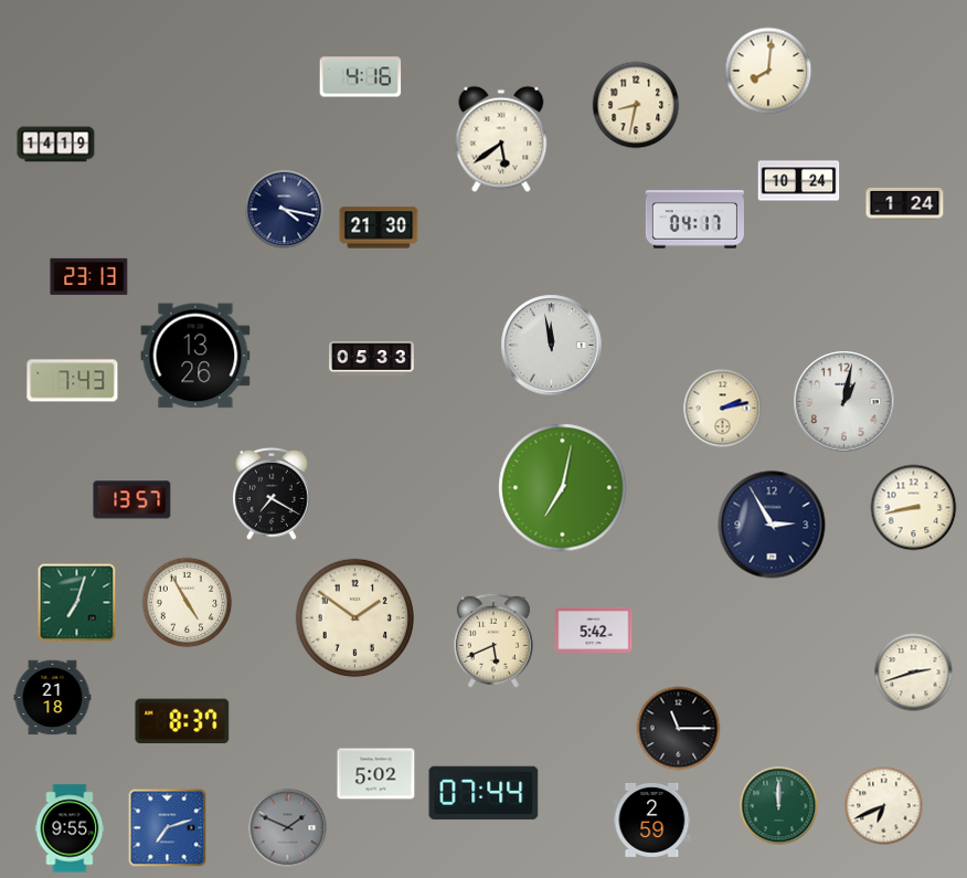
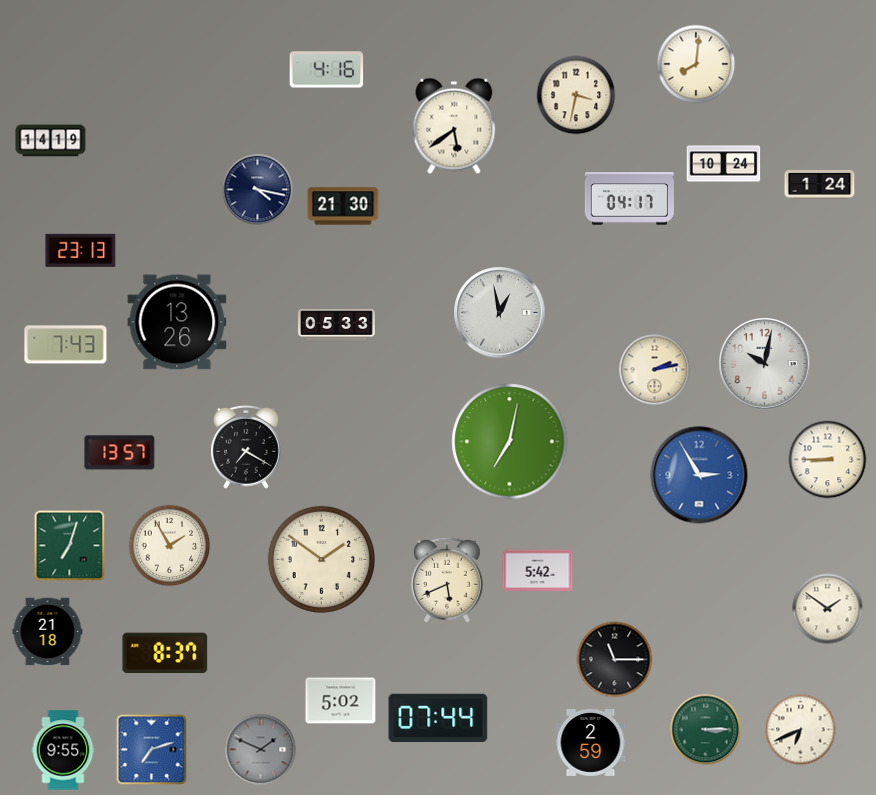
clock at (636, 105): 8:32 -> 3:32
clock at (56, 145) position: (56, 145) -> (51, 141)
clock at (552, 346): 11:58 -> 12:58
clock at (844, 402): 1:02 -> 10:02
clock at (914, 508): 8:43 -> 8:45
clock at (772, 525) dial: navy -> blue
clock at (188, 603): 4:55 -> 1:55
clock at (914, 673): 2:42 -> 1:51
clock at (779, 806): 12:00 -> 3:15
